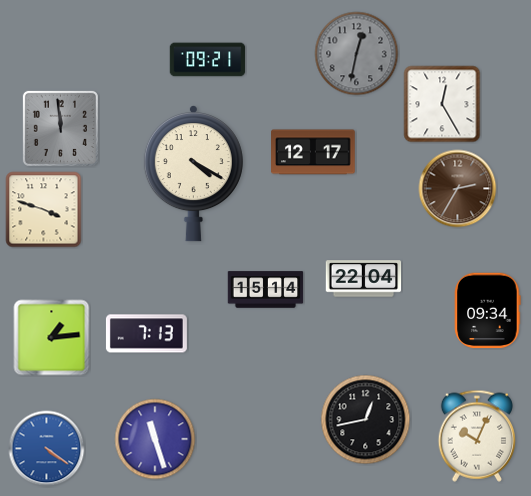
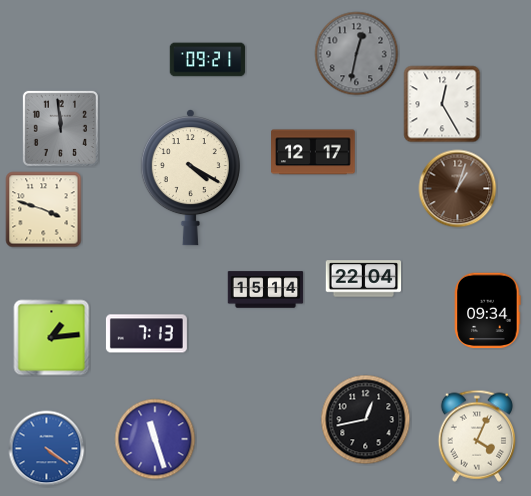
clock at (193, 174) position: (193, 174) -> (190, 178)
clock at (458, 189): 2:35 -> 1:03
clock at (477, 436): 10:04 -> 4:04
